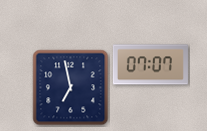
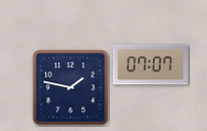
clock at (71, 88): 6:58 -> 1:47
